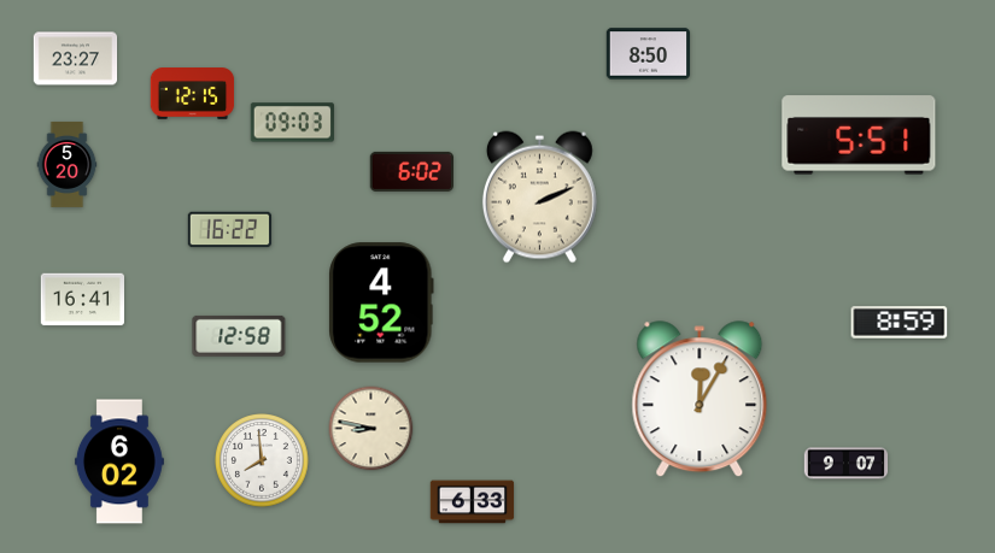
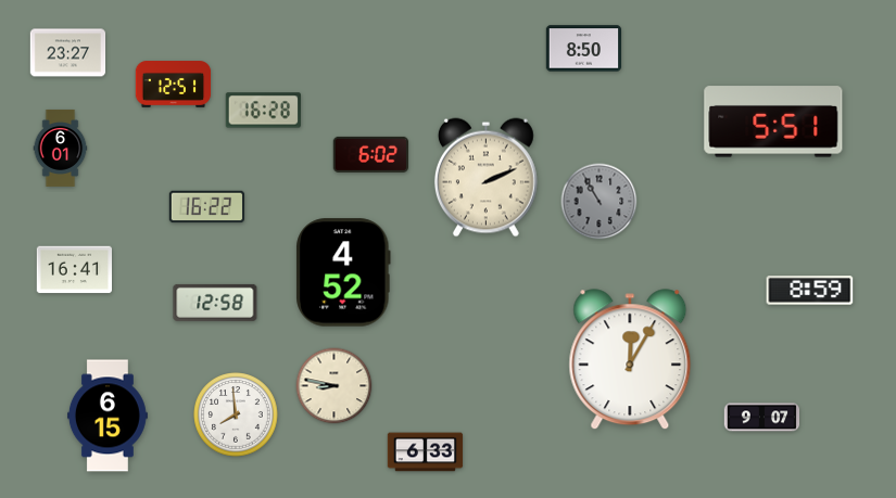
clock at (193, 94): 12:15 -> 12:51
clock at (292, 123): 09:03 -> 16:28
clock at (68, 164): 5:20 -> 6:01
clock at (600, 202): none -> 10:55
clock at (119, 461): 6:02 -> 6:15
